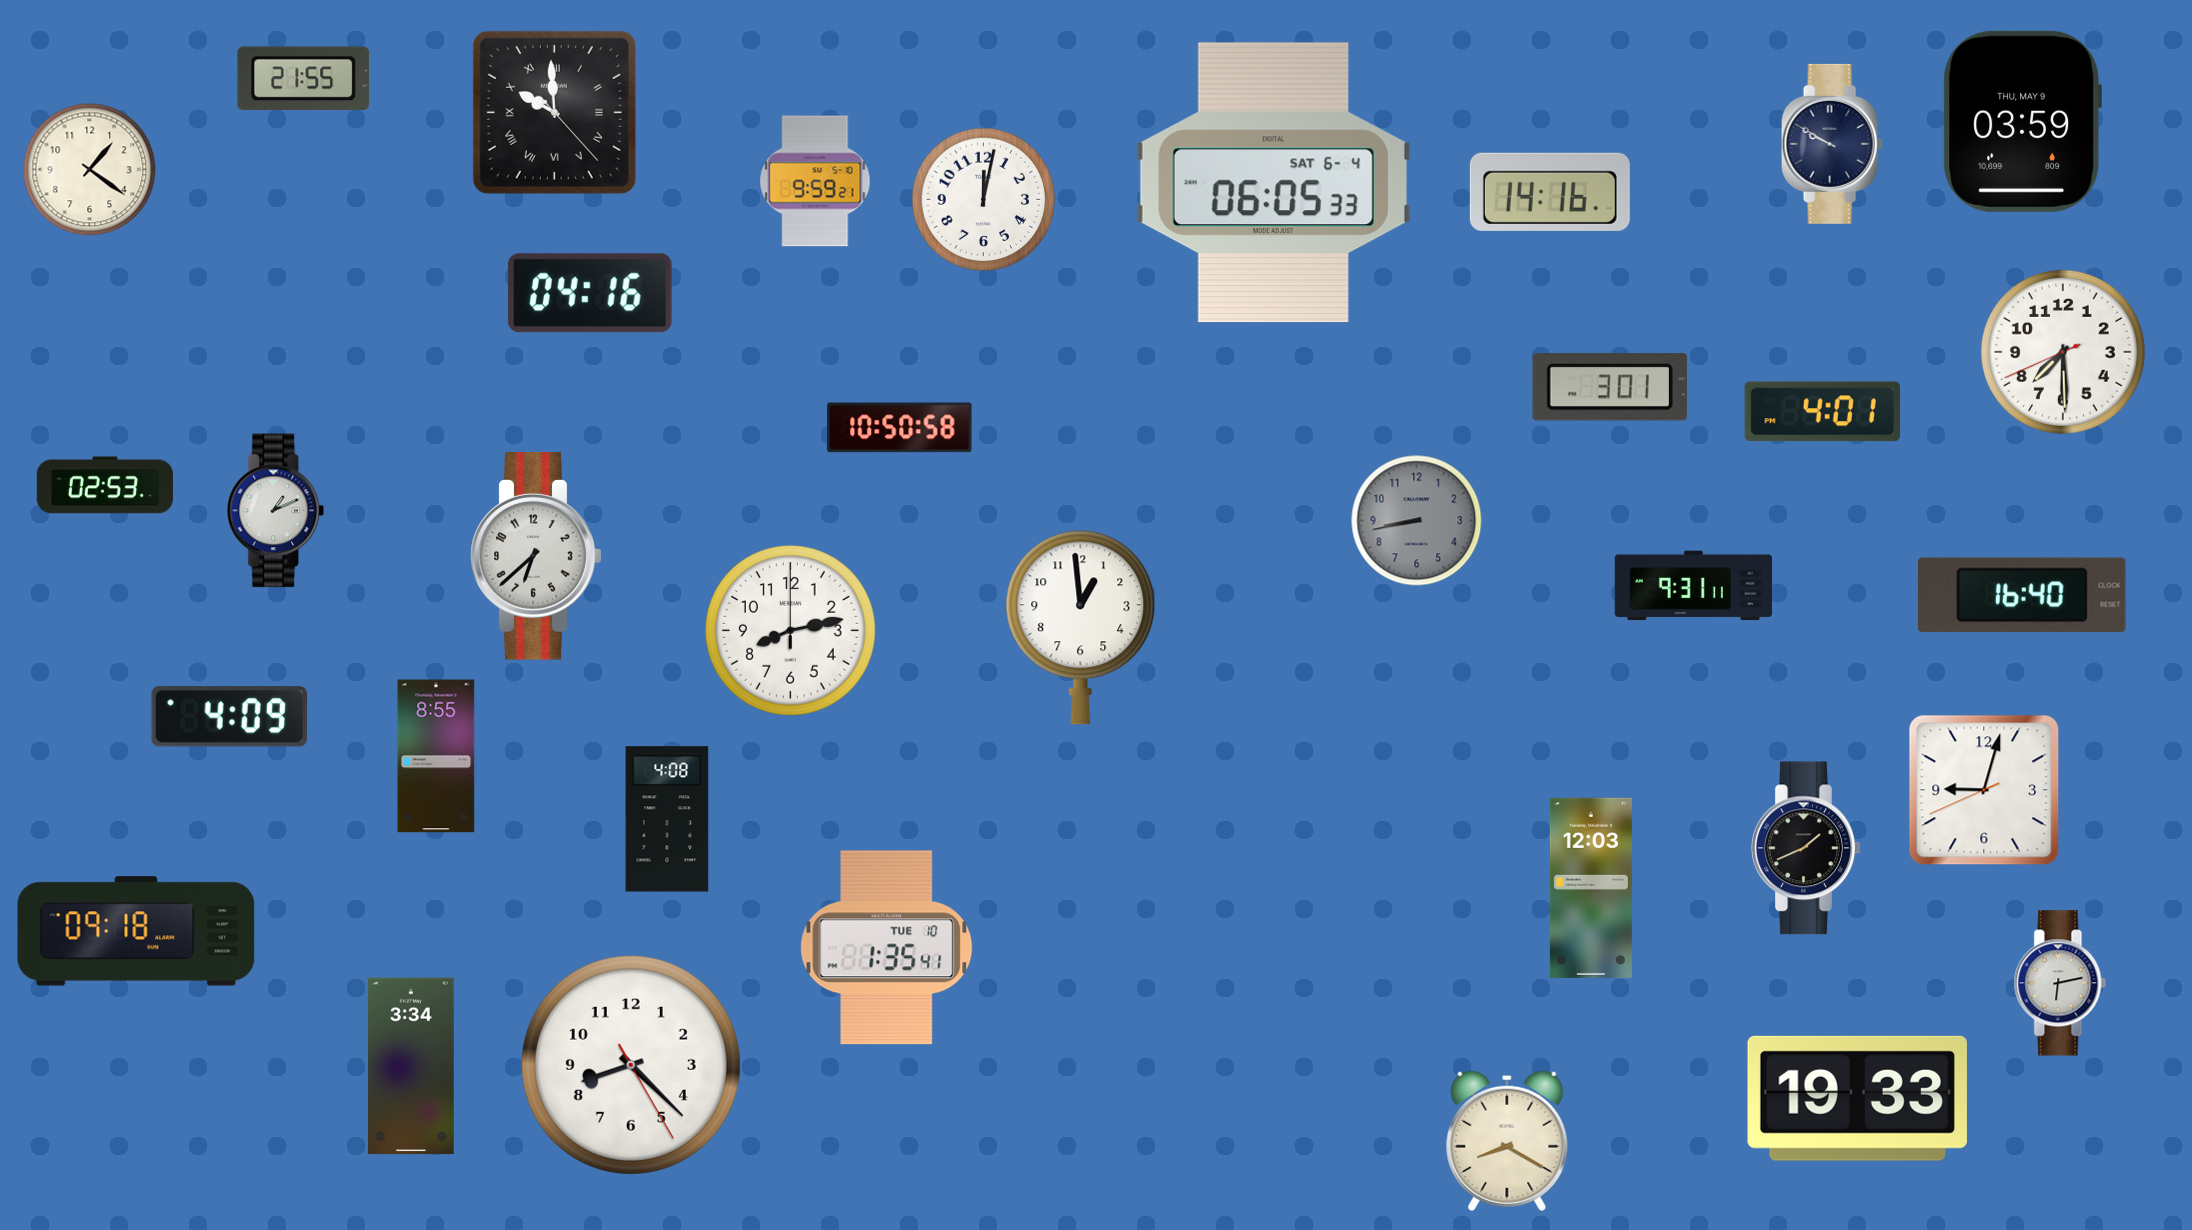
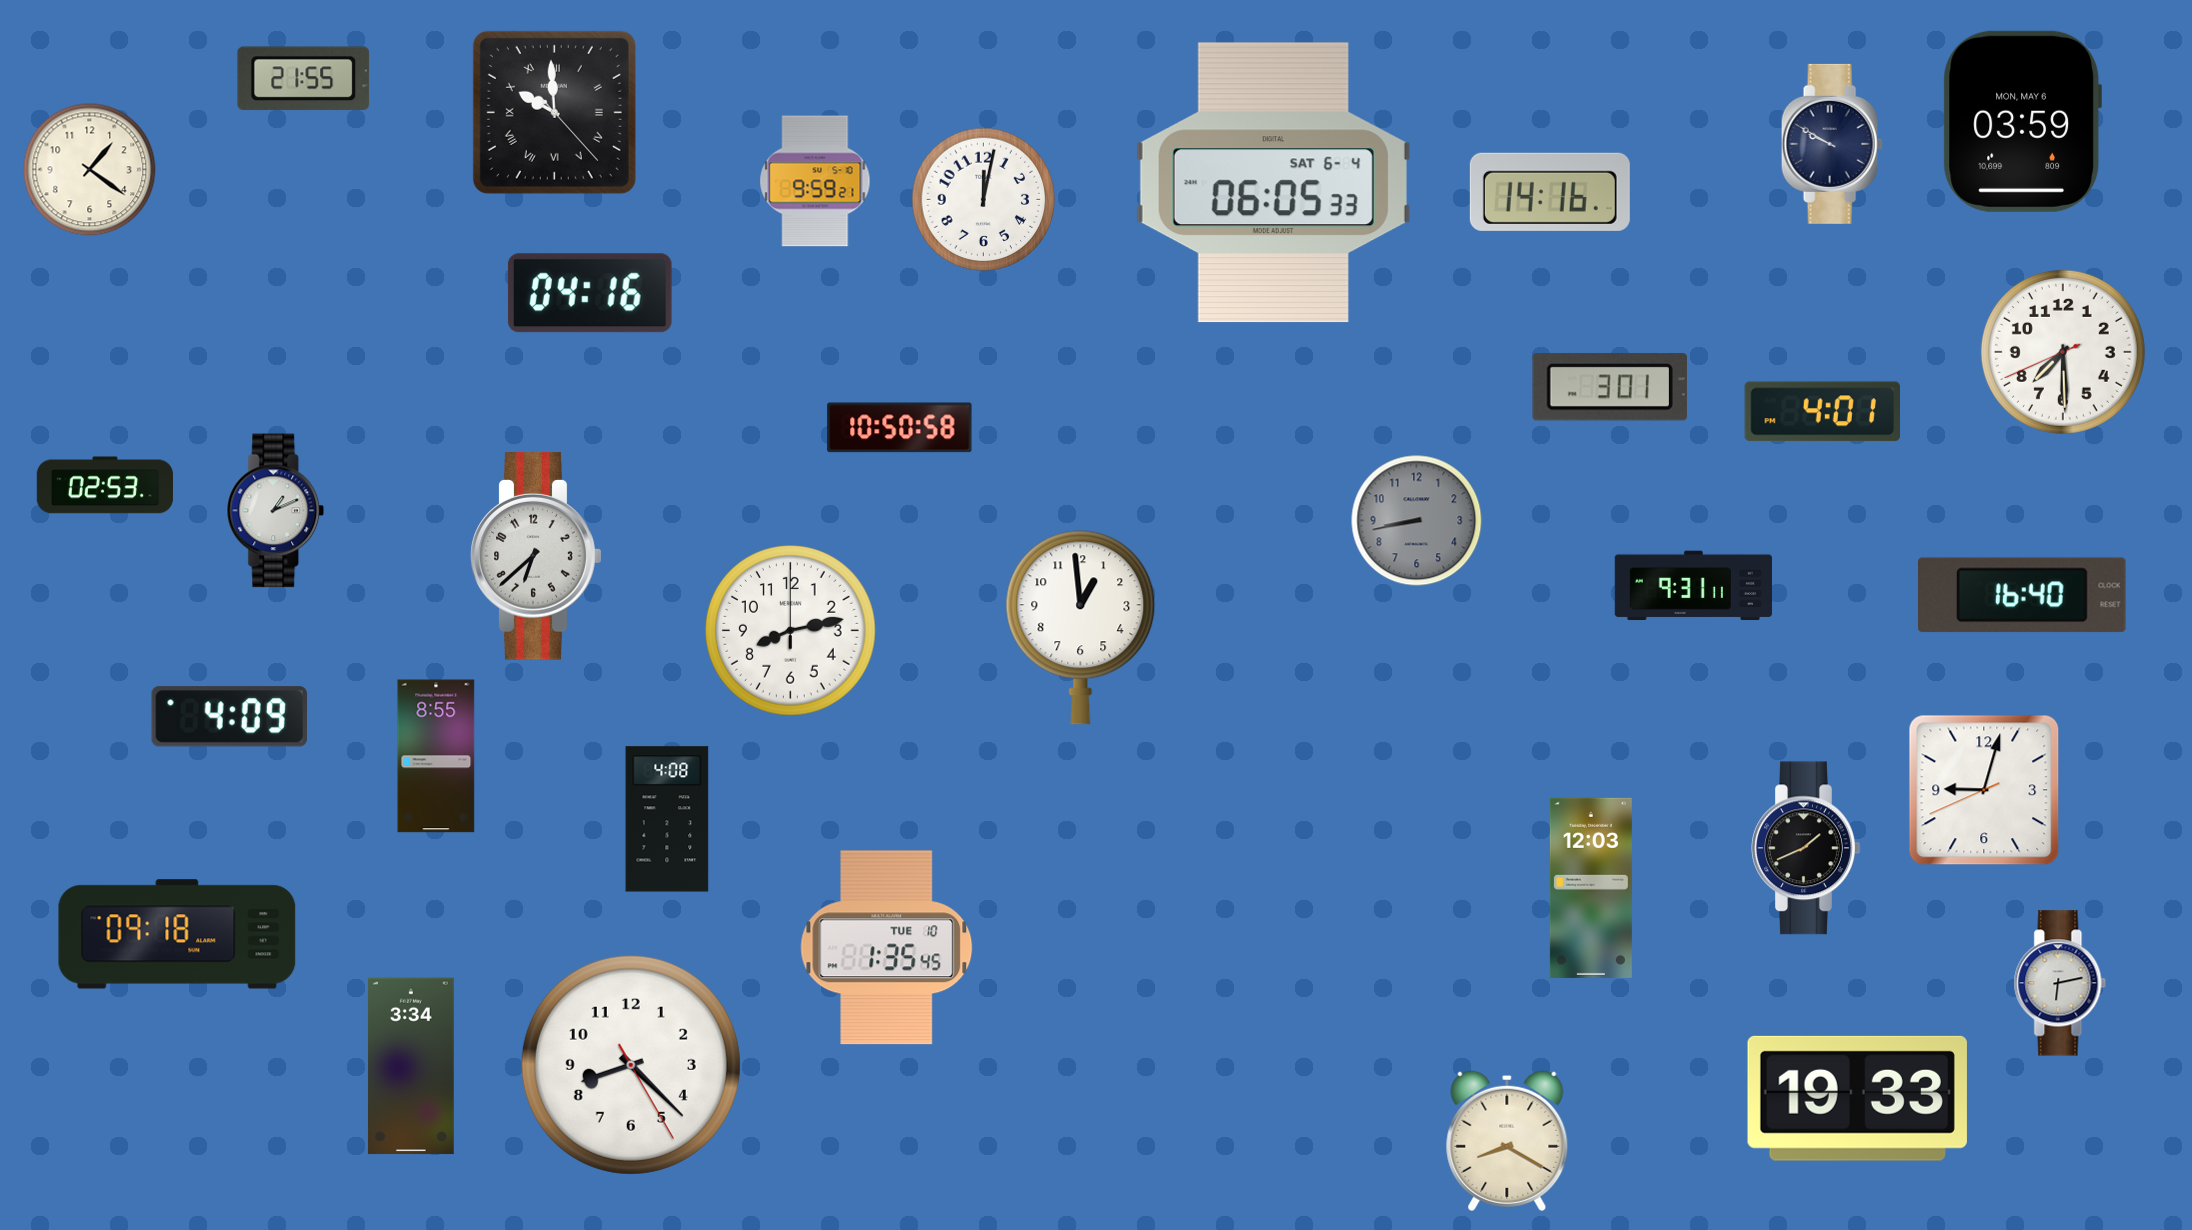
clock at (2022, 121) date: THU, MAY 9 -> MON, MAY 6
clock at (136, 931) position: (136, 931) -> (177, 934)
clock at (887, 948): 1:35:41 -> 1:35:45
